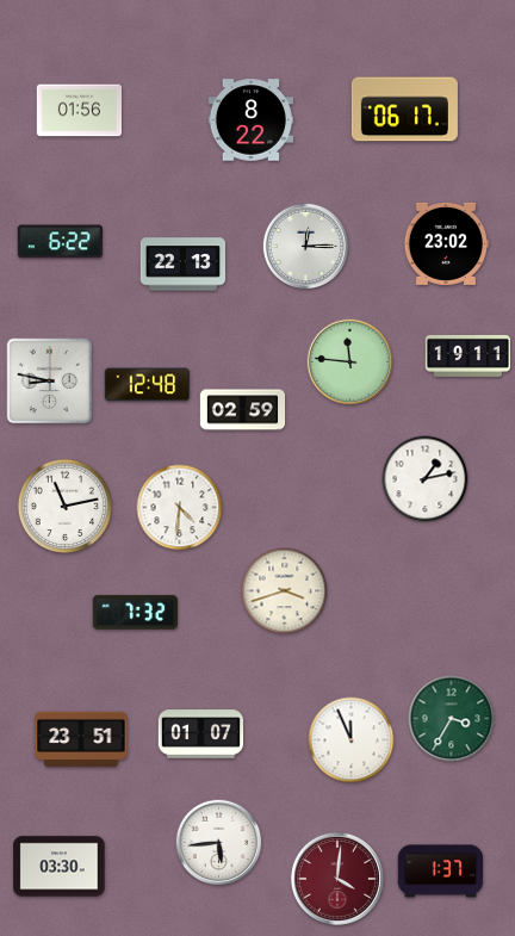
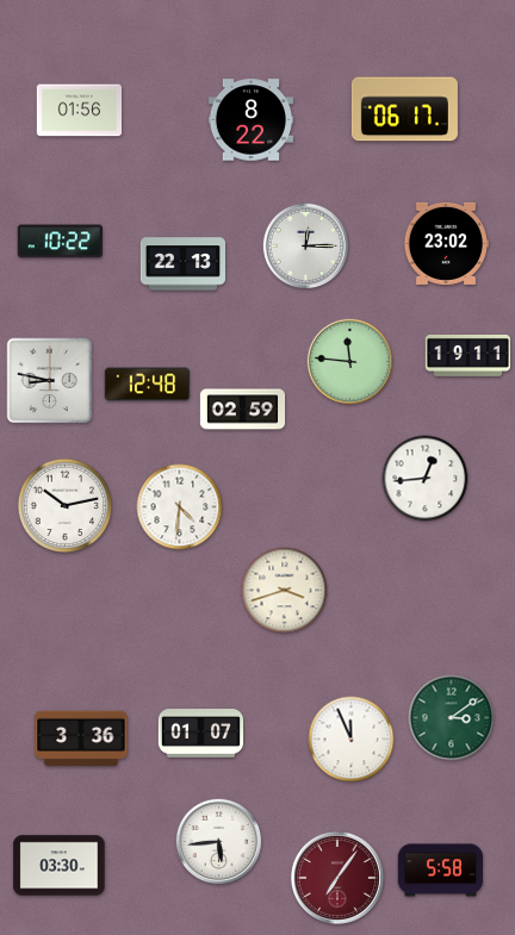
clock at (60, 242): 6:22 -> 10:22
clock at (426, 479): 1:13 -> 12:44
clock at (66, 507): 11:13 -> 10:13
clock at (135, 613): 7:32 -> none
clock at (452, 719): 3:35 -> 3:09
clock at (81, 739): 23:51 -> 3:36
clock at (441, 872): 1:37 -> 5:58
clock at (337, 879): 4:01 -> 7:06
